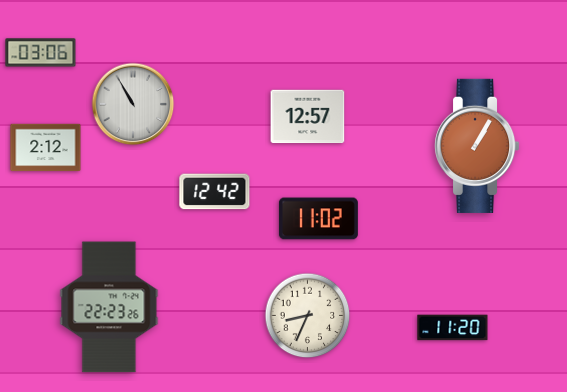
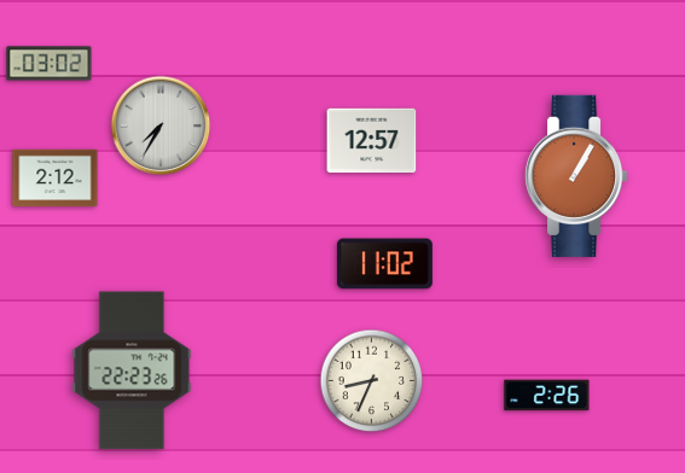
clock at (41, 53): 03:06 -> 03:02
clock at (133, 104): 10:55 -> 7:35
clock at (215, 192): 12:42 -> none
clock at (453, 328): 11:20 -> 2:26
